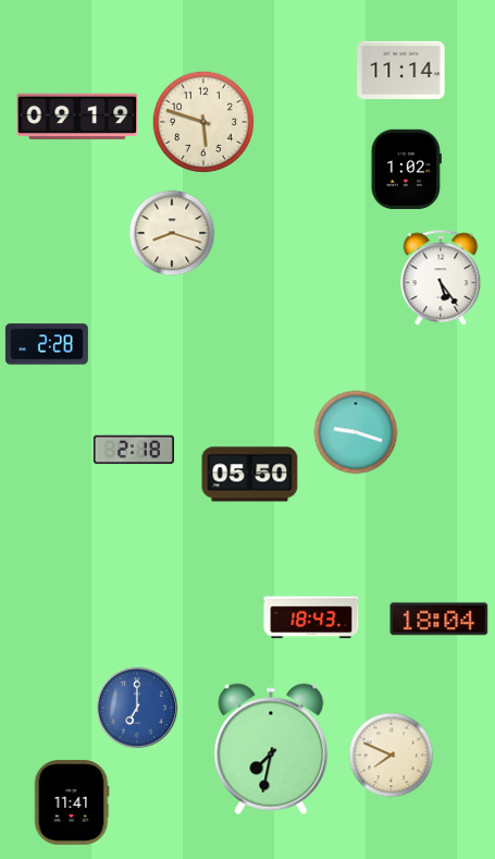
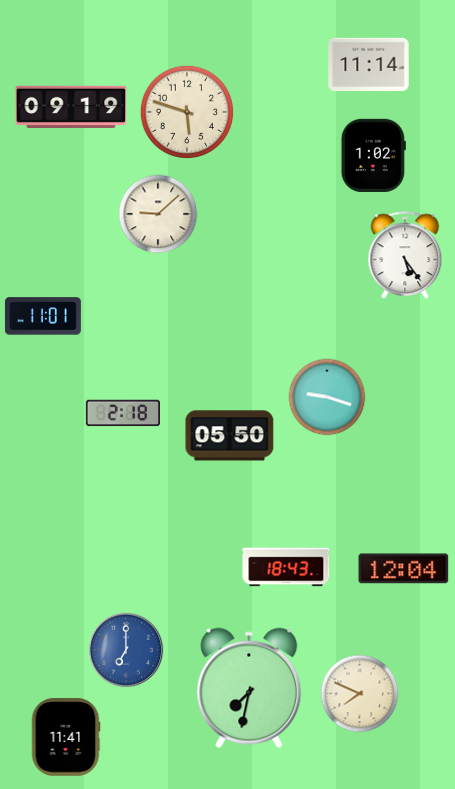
clock at (172, 233): 8:18 -> 9:08
clock at (47, 344): 2:28 -> 11:01
clock at (440, 619): 18:04 -> 12:04
